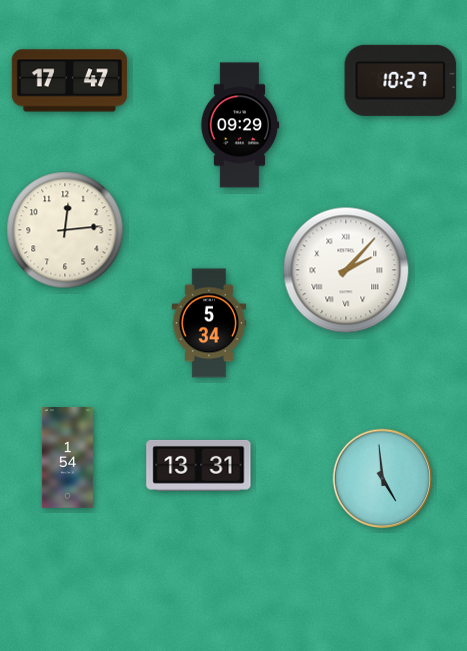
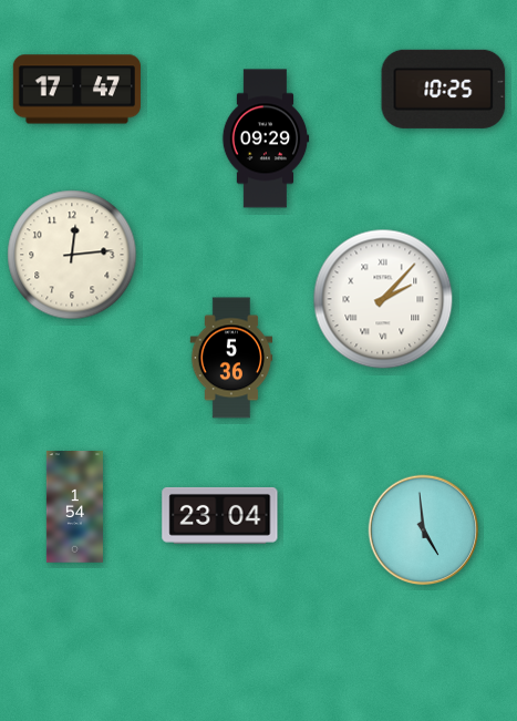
clock at (401, 80): 10:27 -> 10:25
clock at (209, 323): 5:34 -> 5:36
clock at (199, 465): 13:31 -> 23:04
